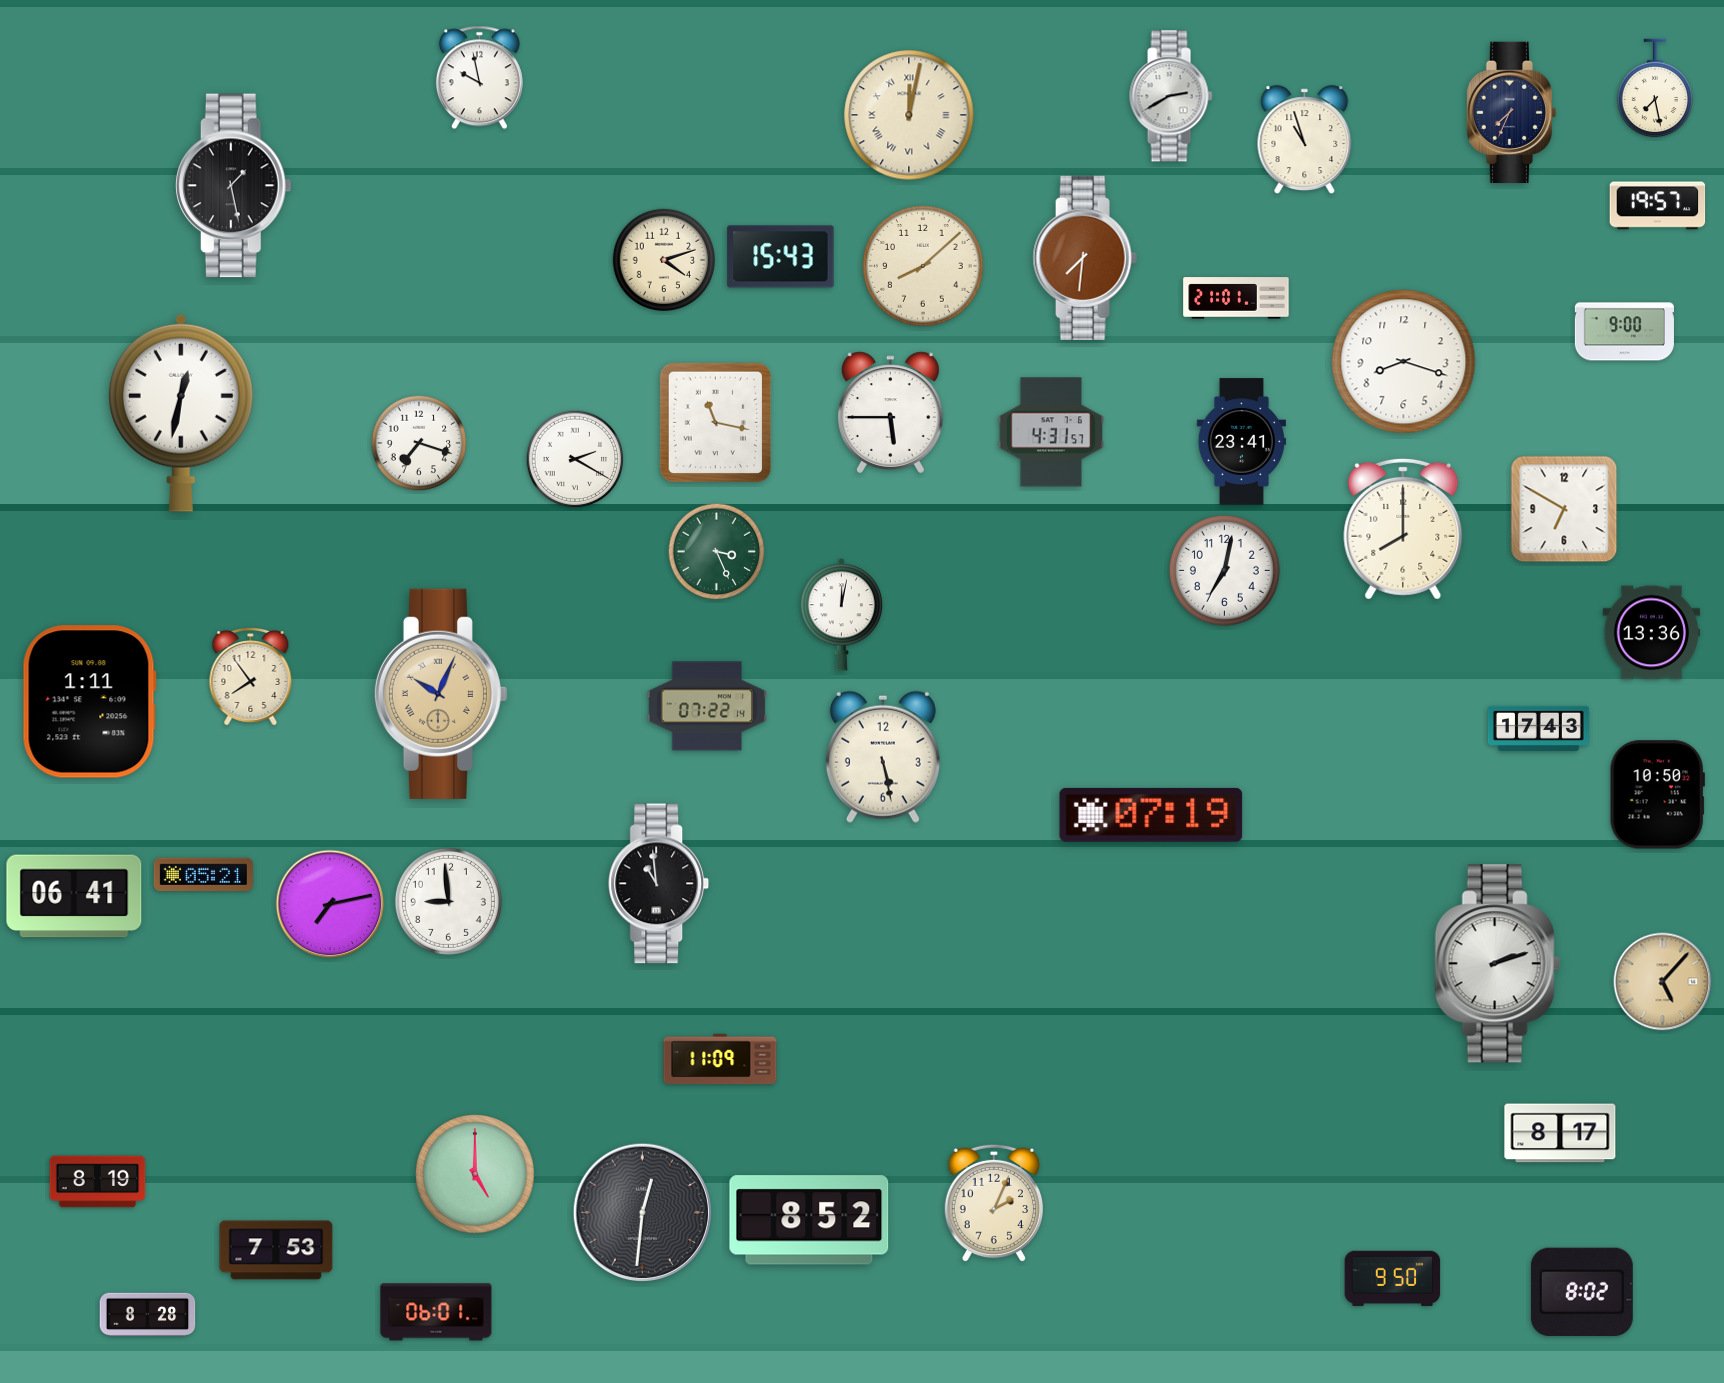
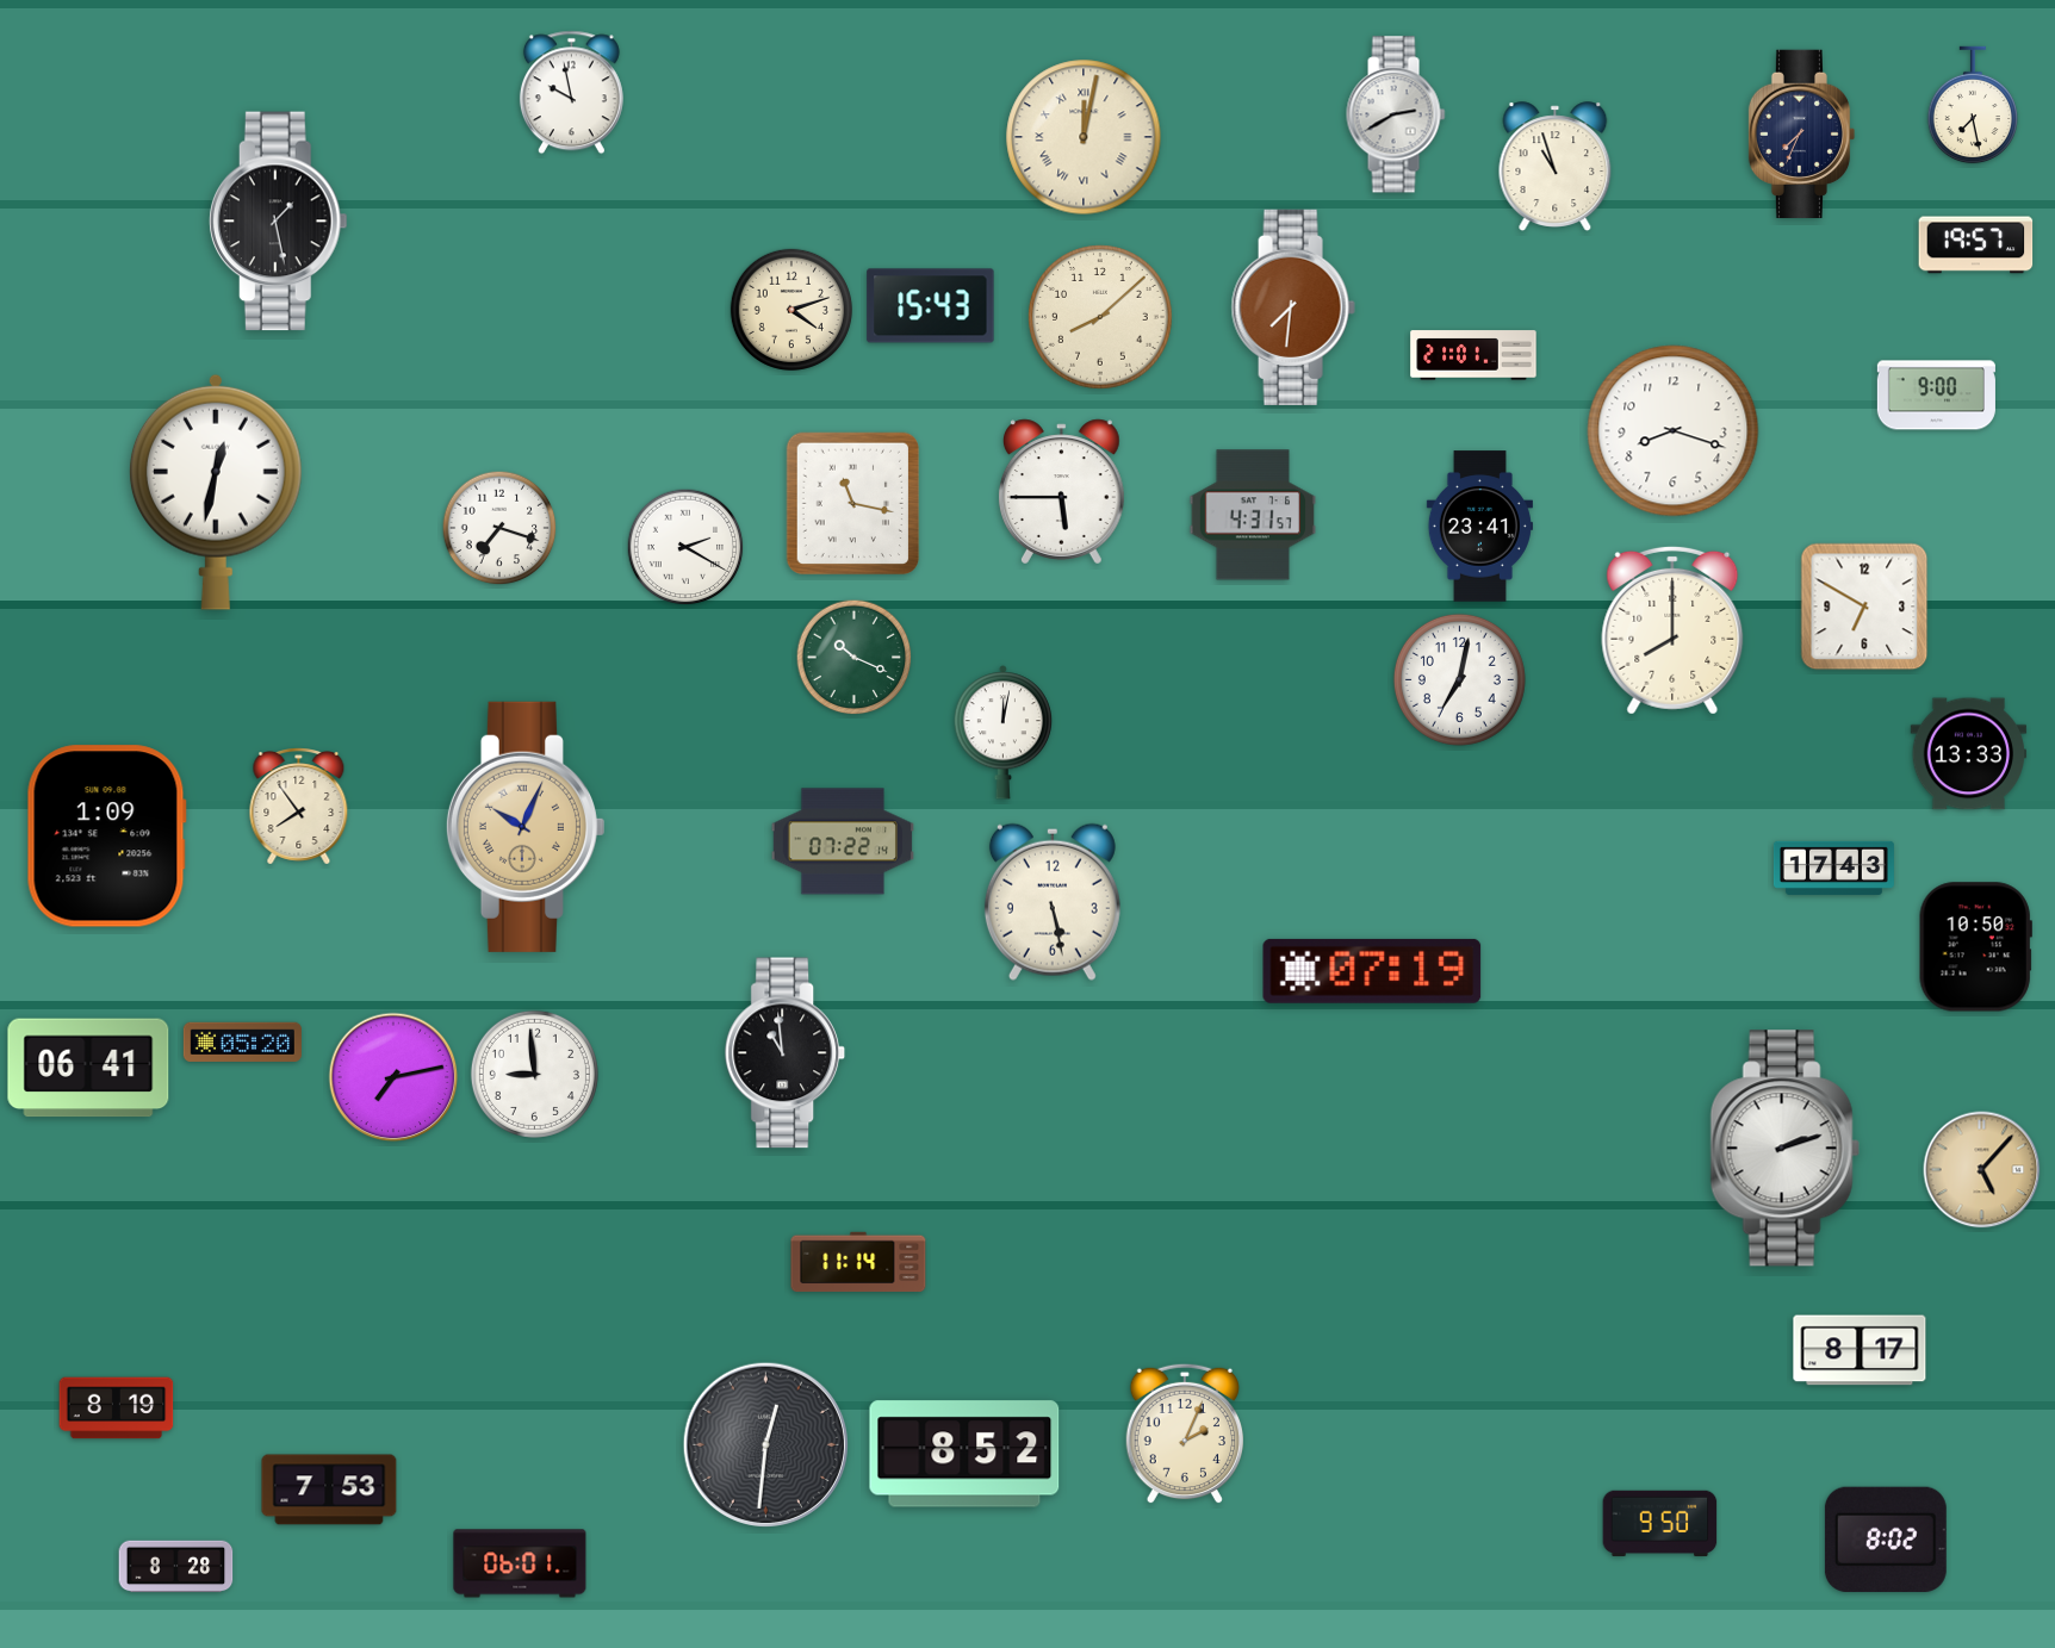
clock at (717, 552): 3:26 -> 10:19
clock at (1652, 633): 13:36 -> 13:33
clock at (89, 702): 1:11 -> 1:09
clock at (203, 874): 05:21 -> 05:20
clock at (720, 1059): 11:09 -> 11:14
clock at (476, 1175): 5:00 -> none
